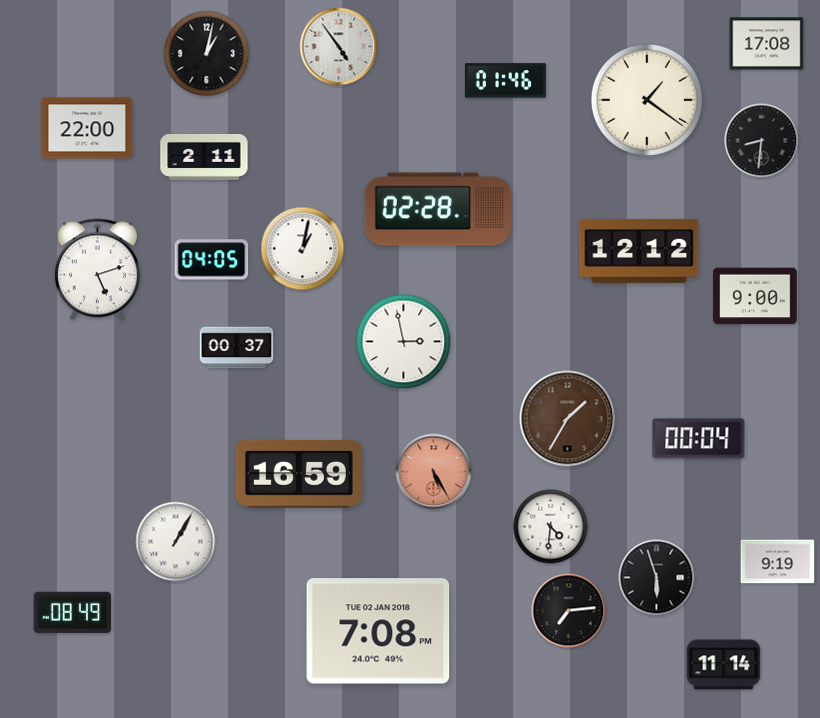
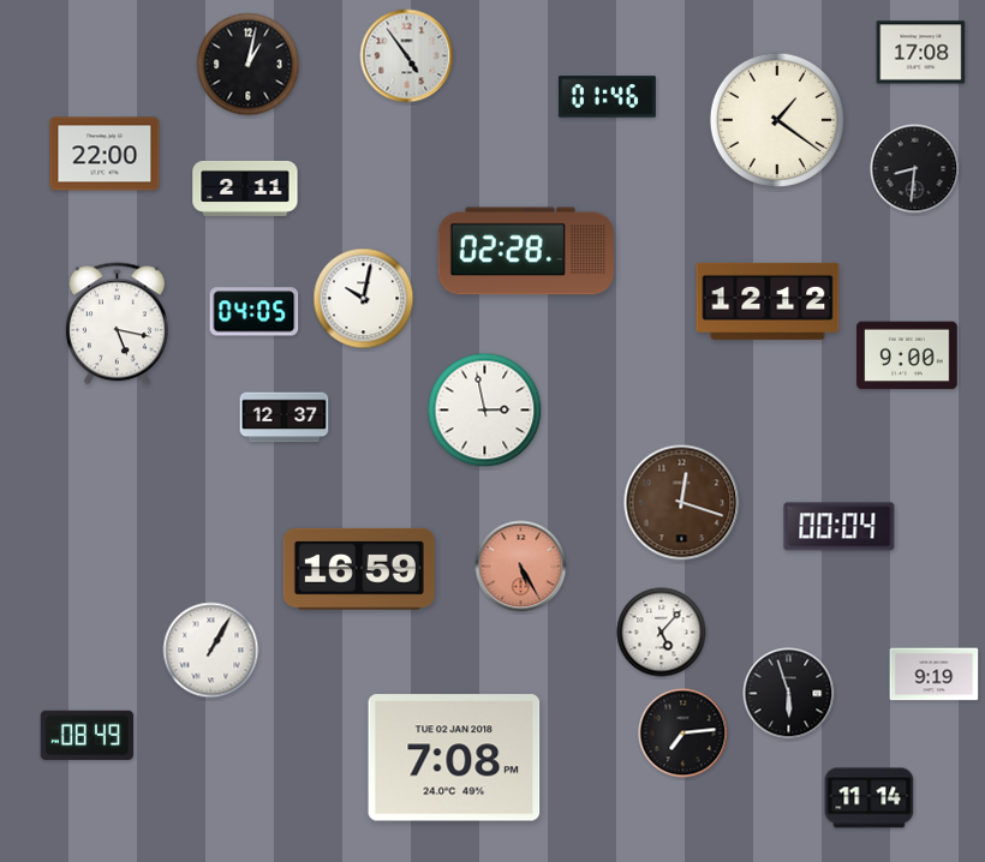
clock at (303, 249): 1:02 -> 10:02
clock at (97, 270): 5:12 -> 5:17
clock at (237, 348): 00:37 -> 12:37
clock at (568, 419): 1:35 -> 12:18
clock at (551, 527): 4:31 -> 5:07
